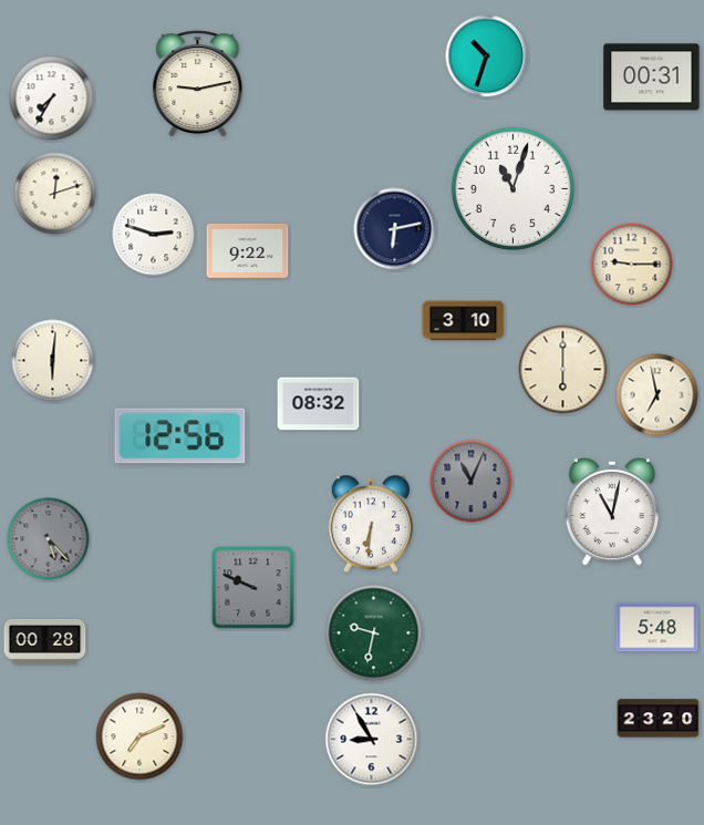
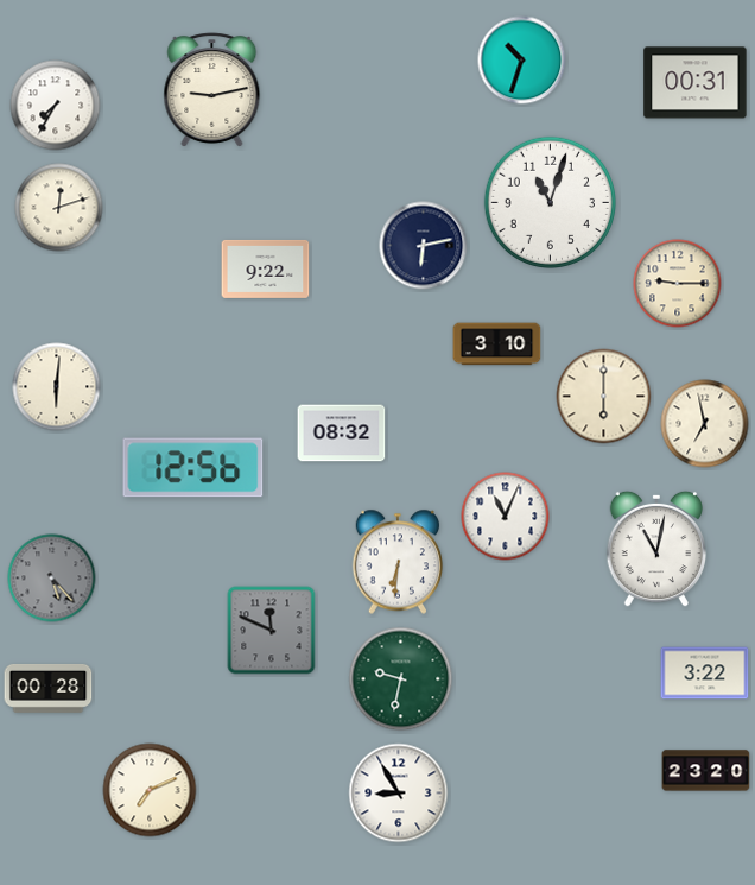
clock at (652, 78) position: (652, 78) -> (696, 83)
clock at (154, 235): 2:48 -> none
clock at (472, 482) dial: grey -> white
clock at (253, 588): 9:49 -> 11:49
clock at (658, 628): 5:48 -> 3:22
